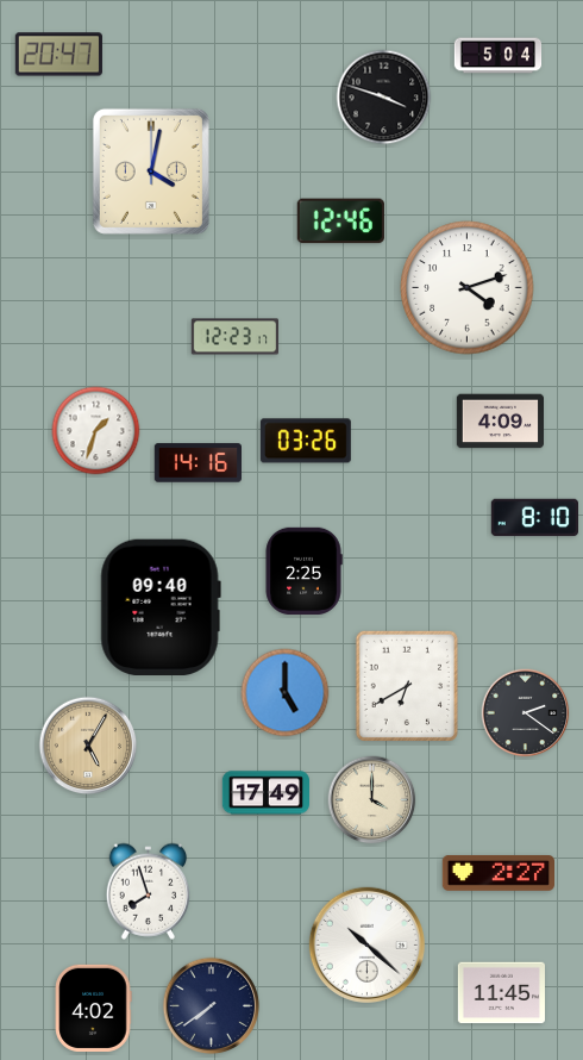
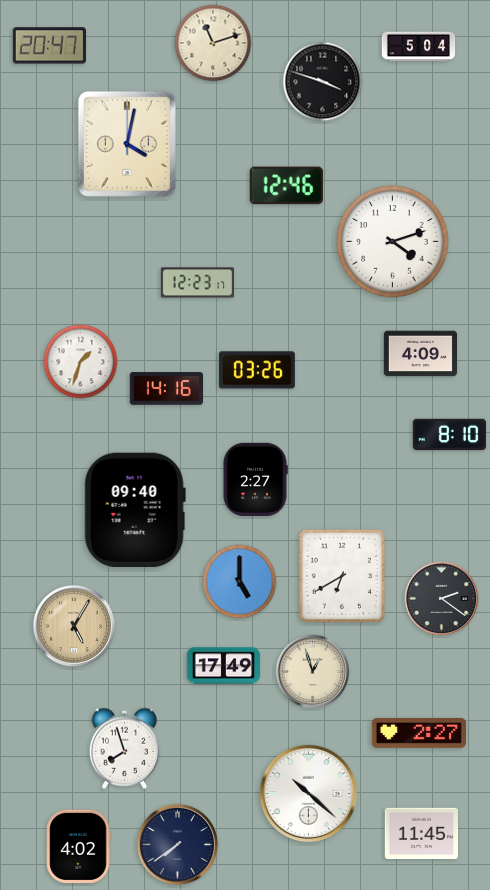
clock at (213, 43): none -> 11:12
clock at (303, 570): 2:25 -> 2:27
clock at (372, 800): 4:00 -> 12:57
